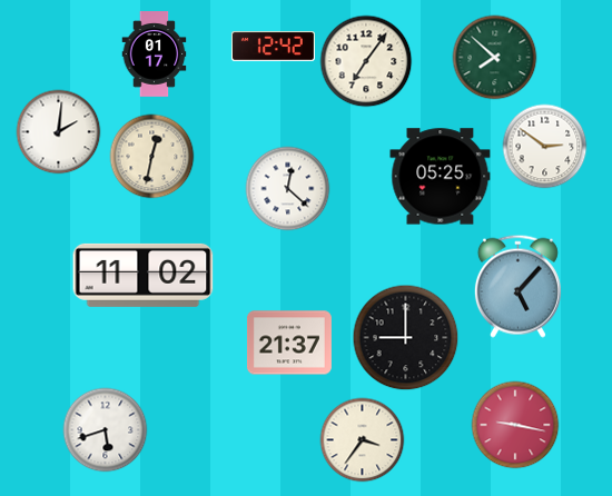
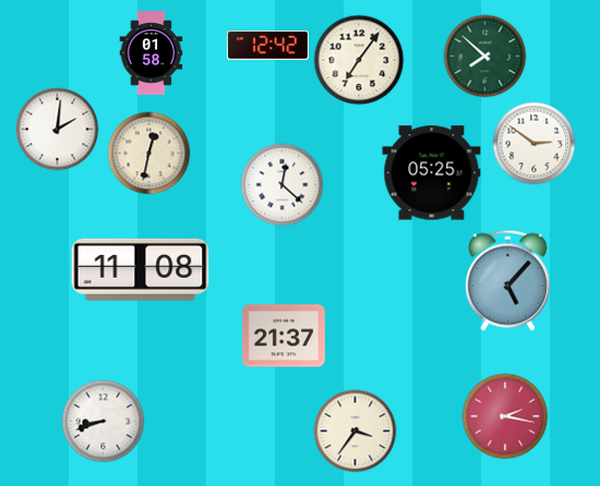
clock at (155, 54): 01:17 -> 01:58
clock at (144, 275): 11:02 -> 11:08
clock at (406, 338): 9:00 -> none
clock at (515, 425): 9:17 -> 2:17
clock at (106, 430): 5:42 -> 8:42
